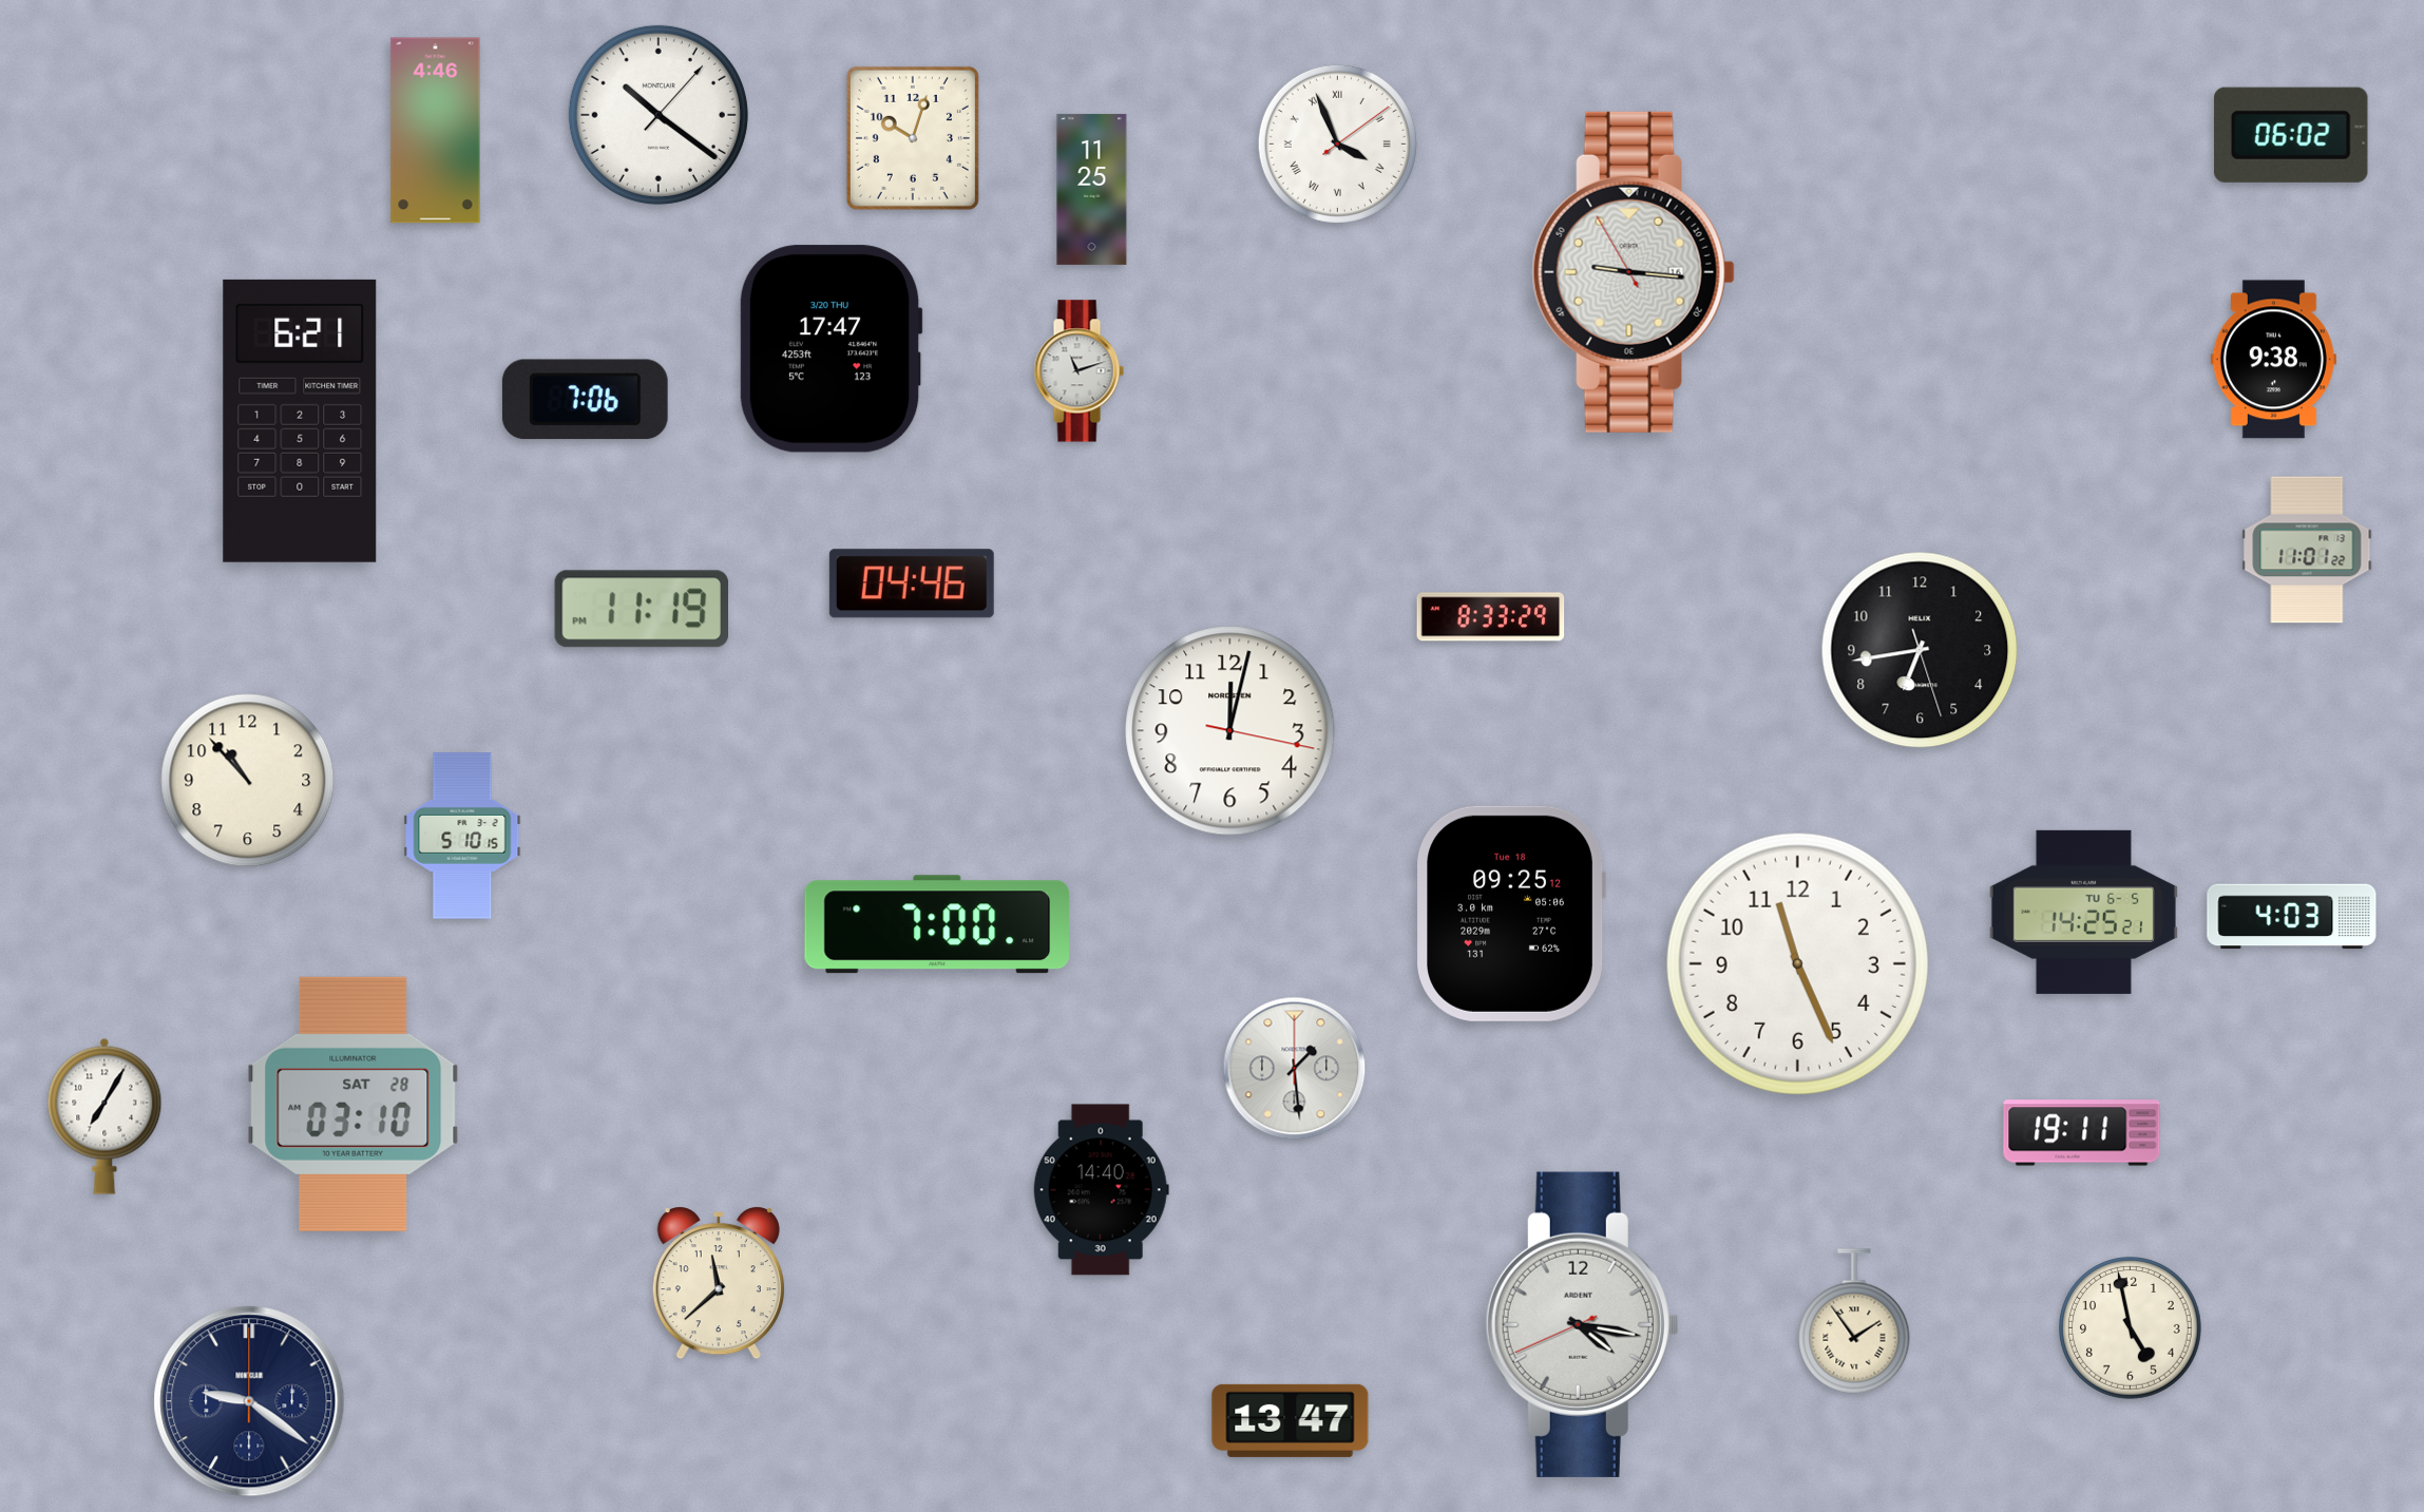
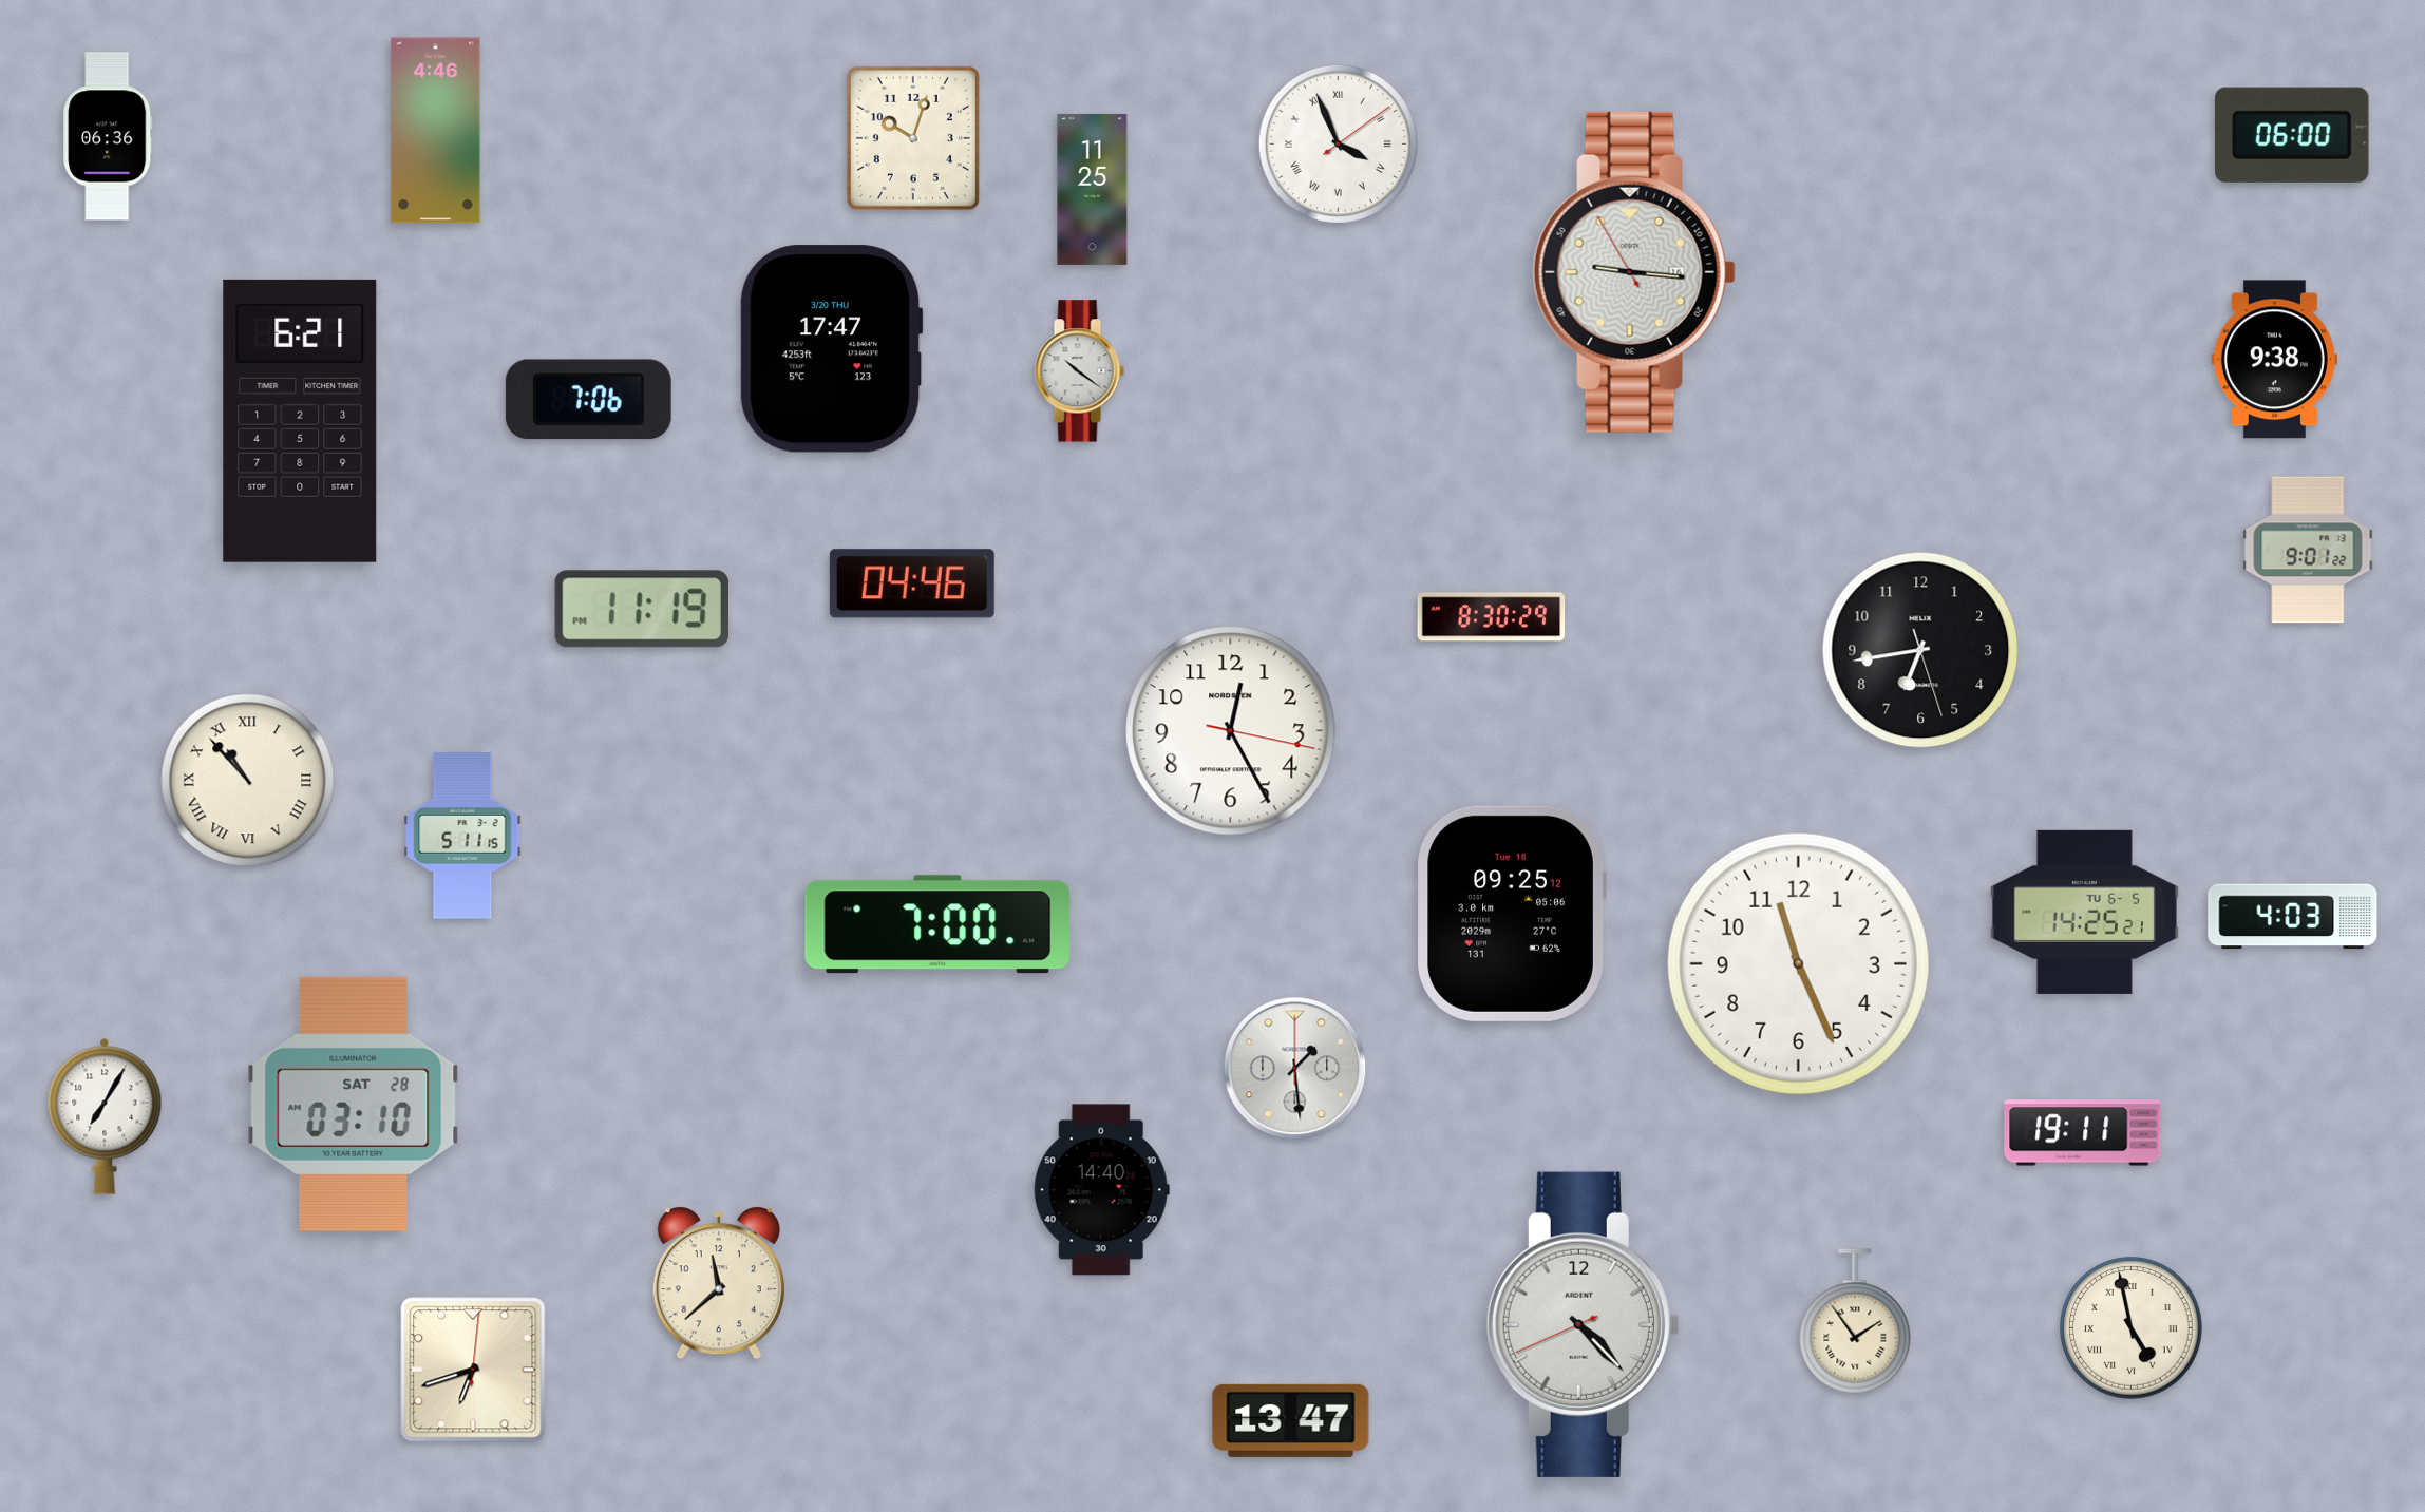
clock at (659, 115): 10:21 -> none
clock at (2291, 135): 06:02 -> 06:00
clock at (108, 136): none -> 06:36
clock at (1079, 371): 11:12 -> 10:21
clock at (585, 400) position: (585, 400) -> (588, 400)
clock at (2307, 550): 11:01 -> 9:01
clock at (1491, 617): 8:33 -> 8:30
clock at (1230, 731): 12:02 -> 12:25
clock at (248, 781) numerals: Arabic -> Roman
clock at (462, 836): 5:10 -> 5:11
clock at (1582, 1324): 4:16 -> 4:22
clock at (2131, 1328) numerals: Arabic -> Roman
clock at (473, 1370): none -> 6:42
clock at (249, 1401): 9:21 -> none
